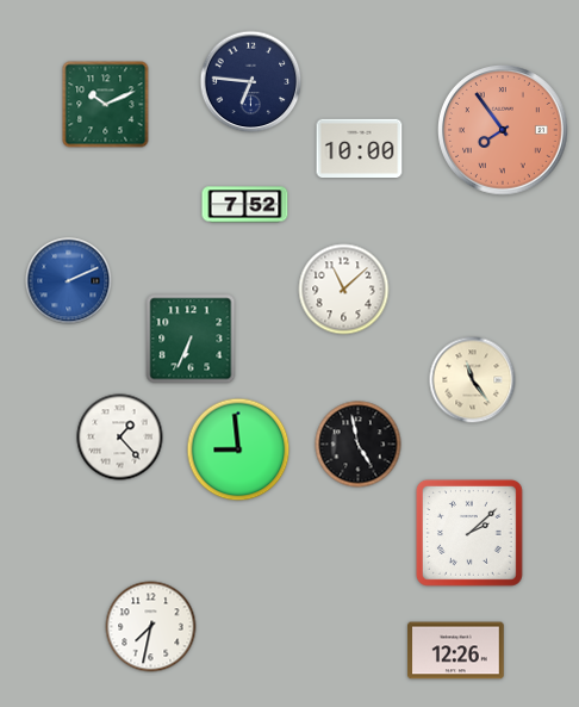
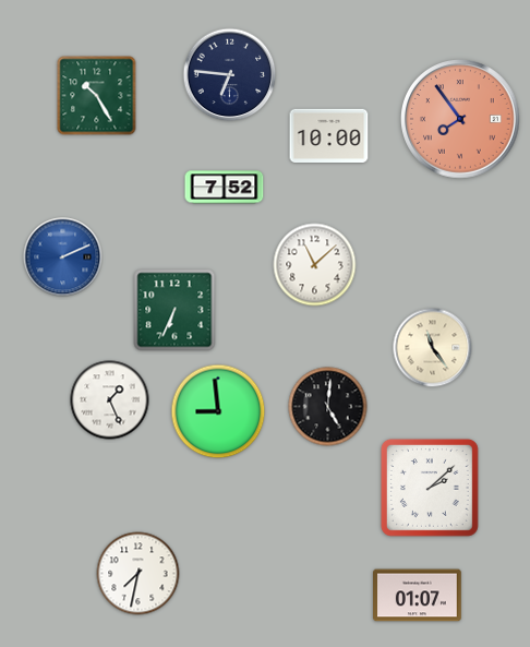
clock at (106, 105): 10:11 -> 10:25
clock at (120, 438): 1:23 -> 1:26
clock at (359, 445): 4:58 -> 5:01
clock at (456, 651): 12:26 -> 01:07
